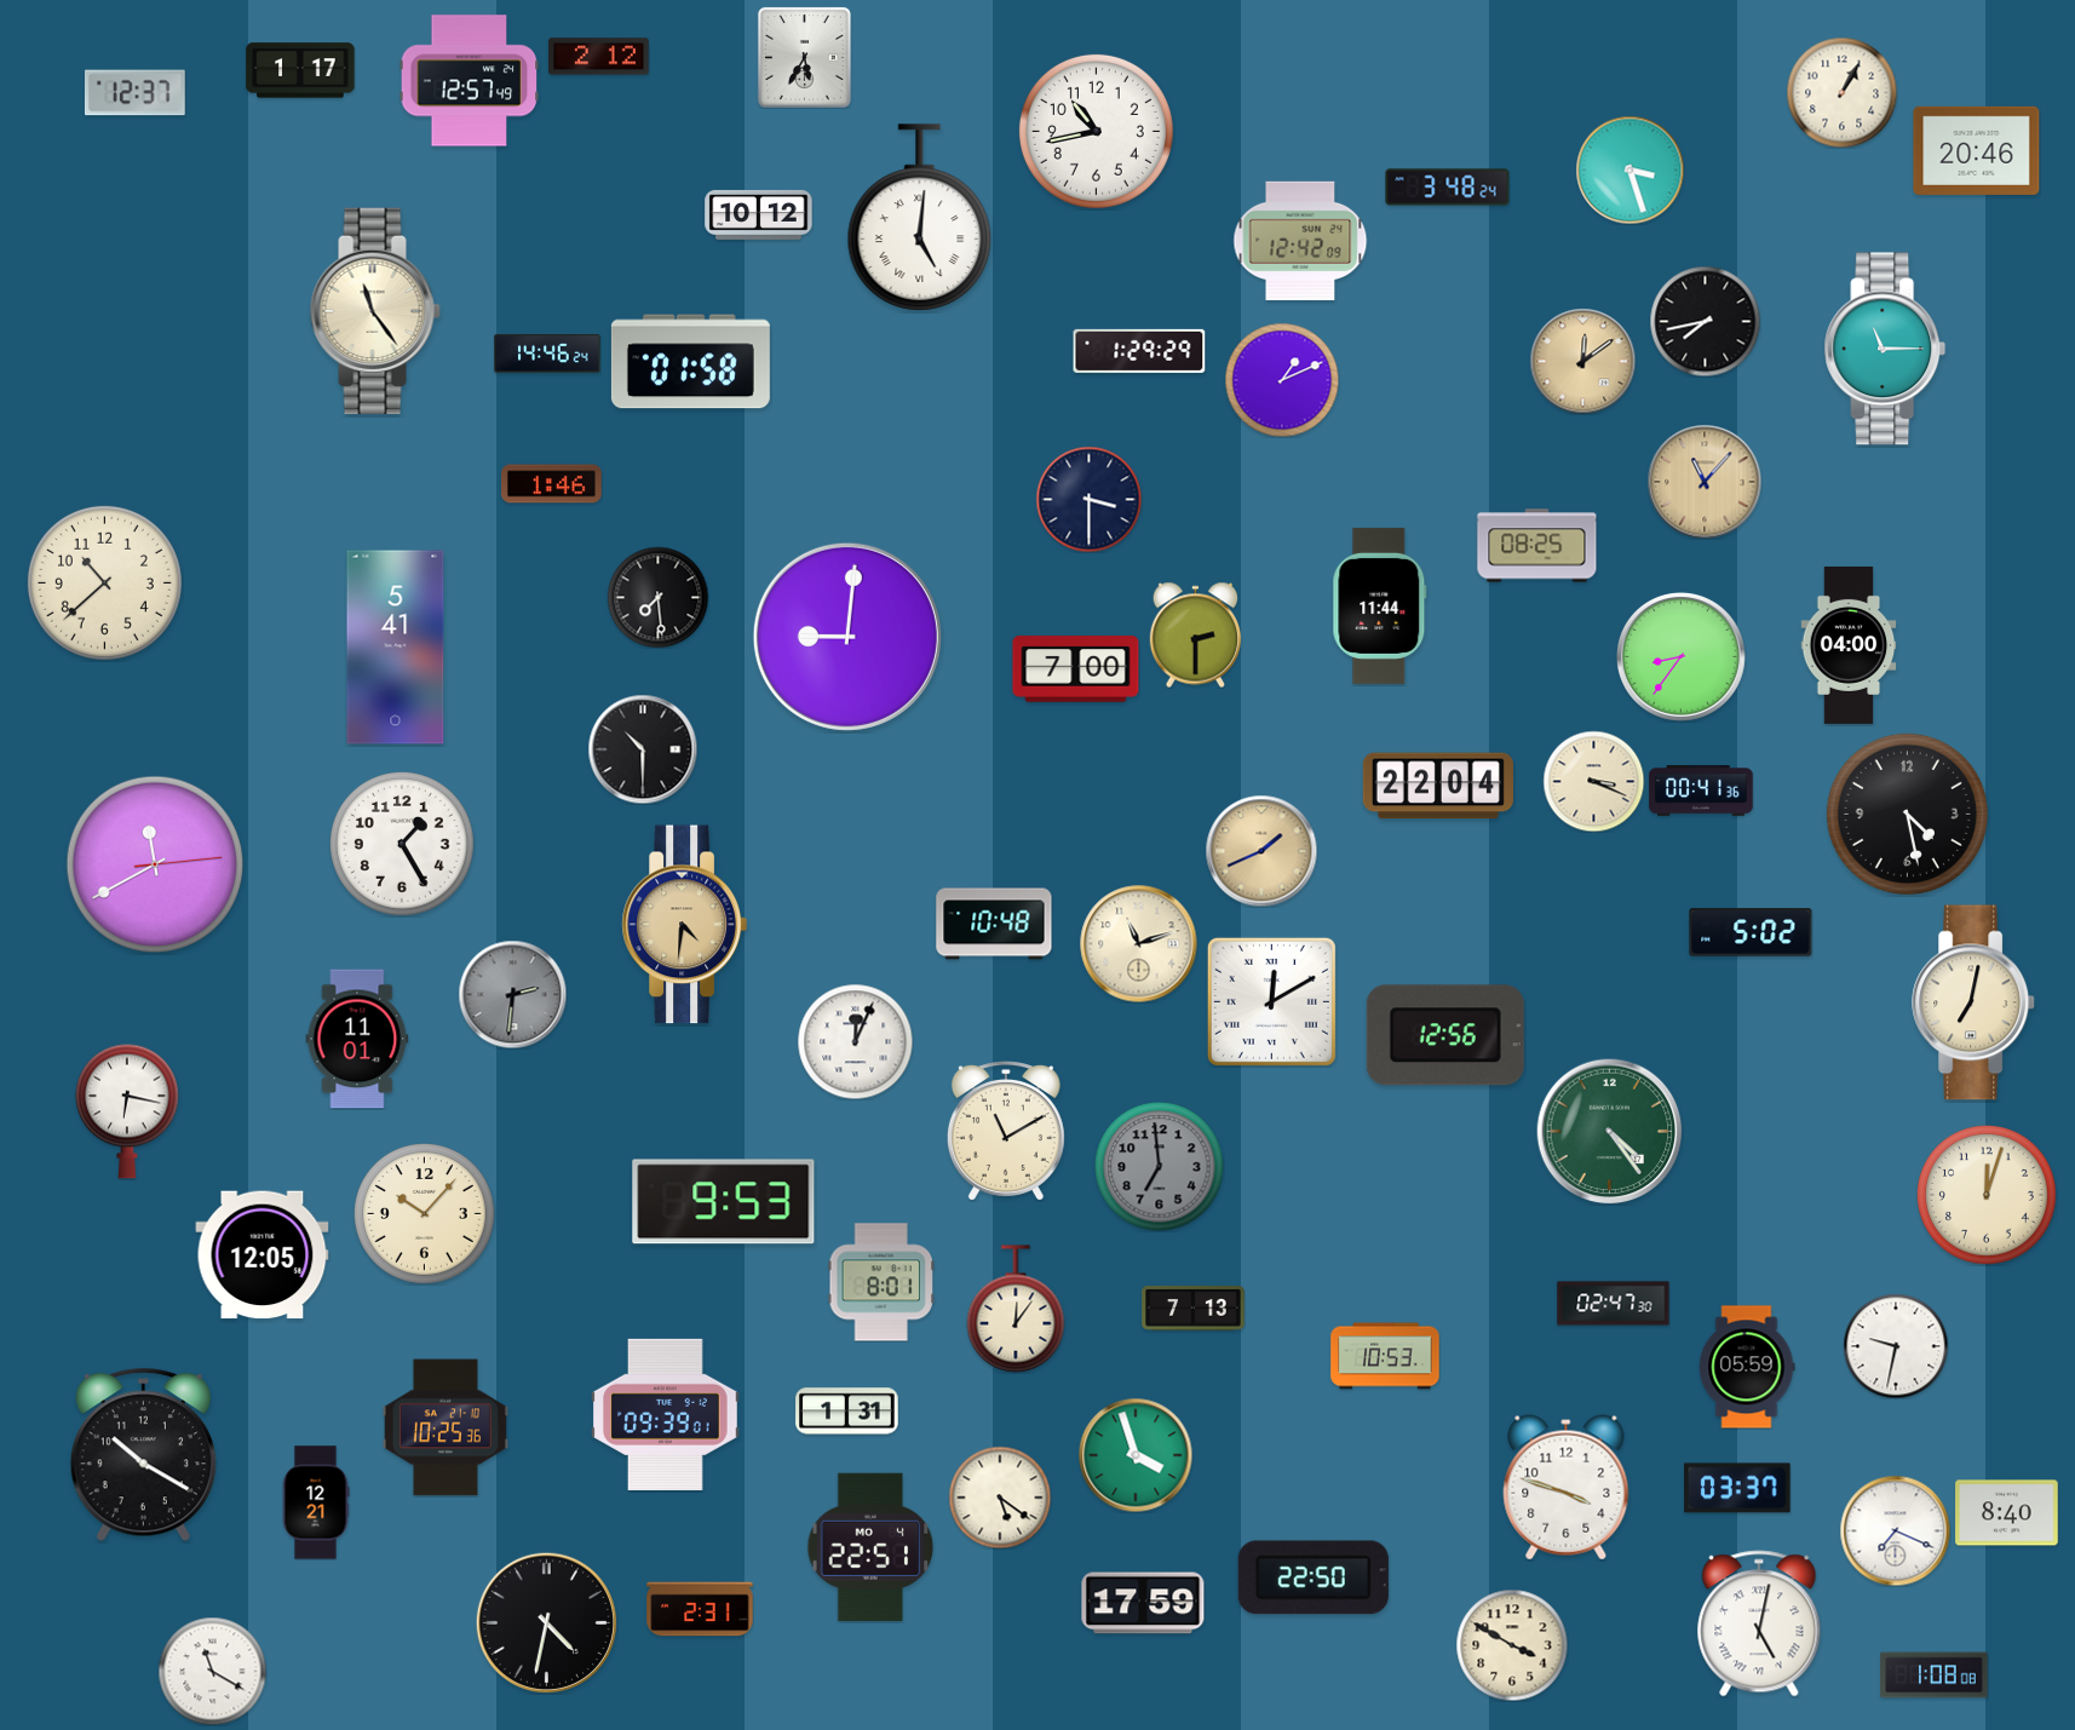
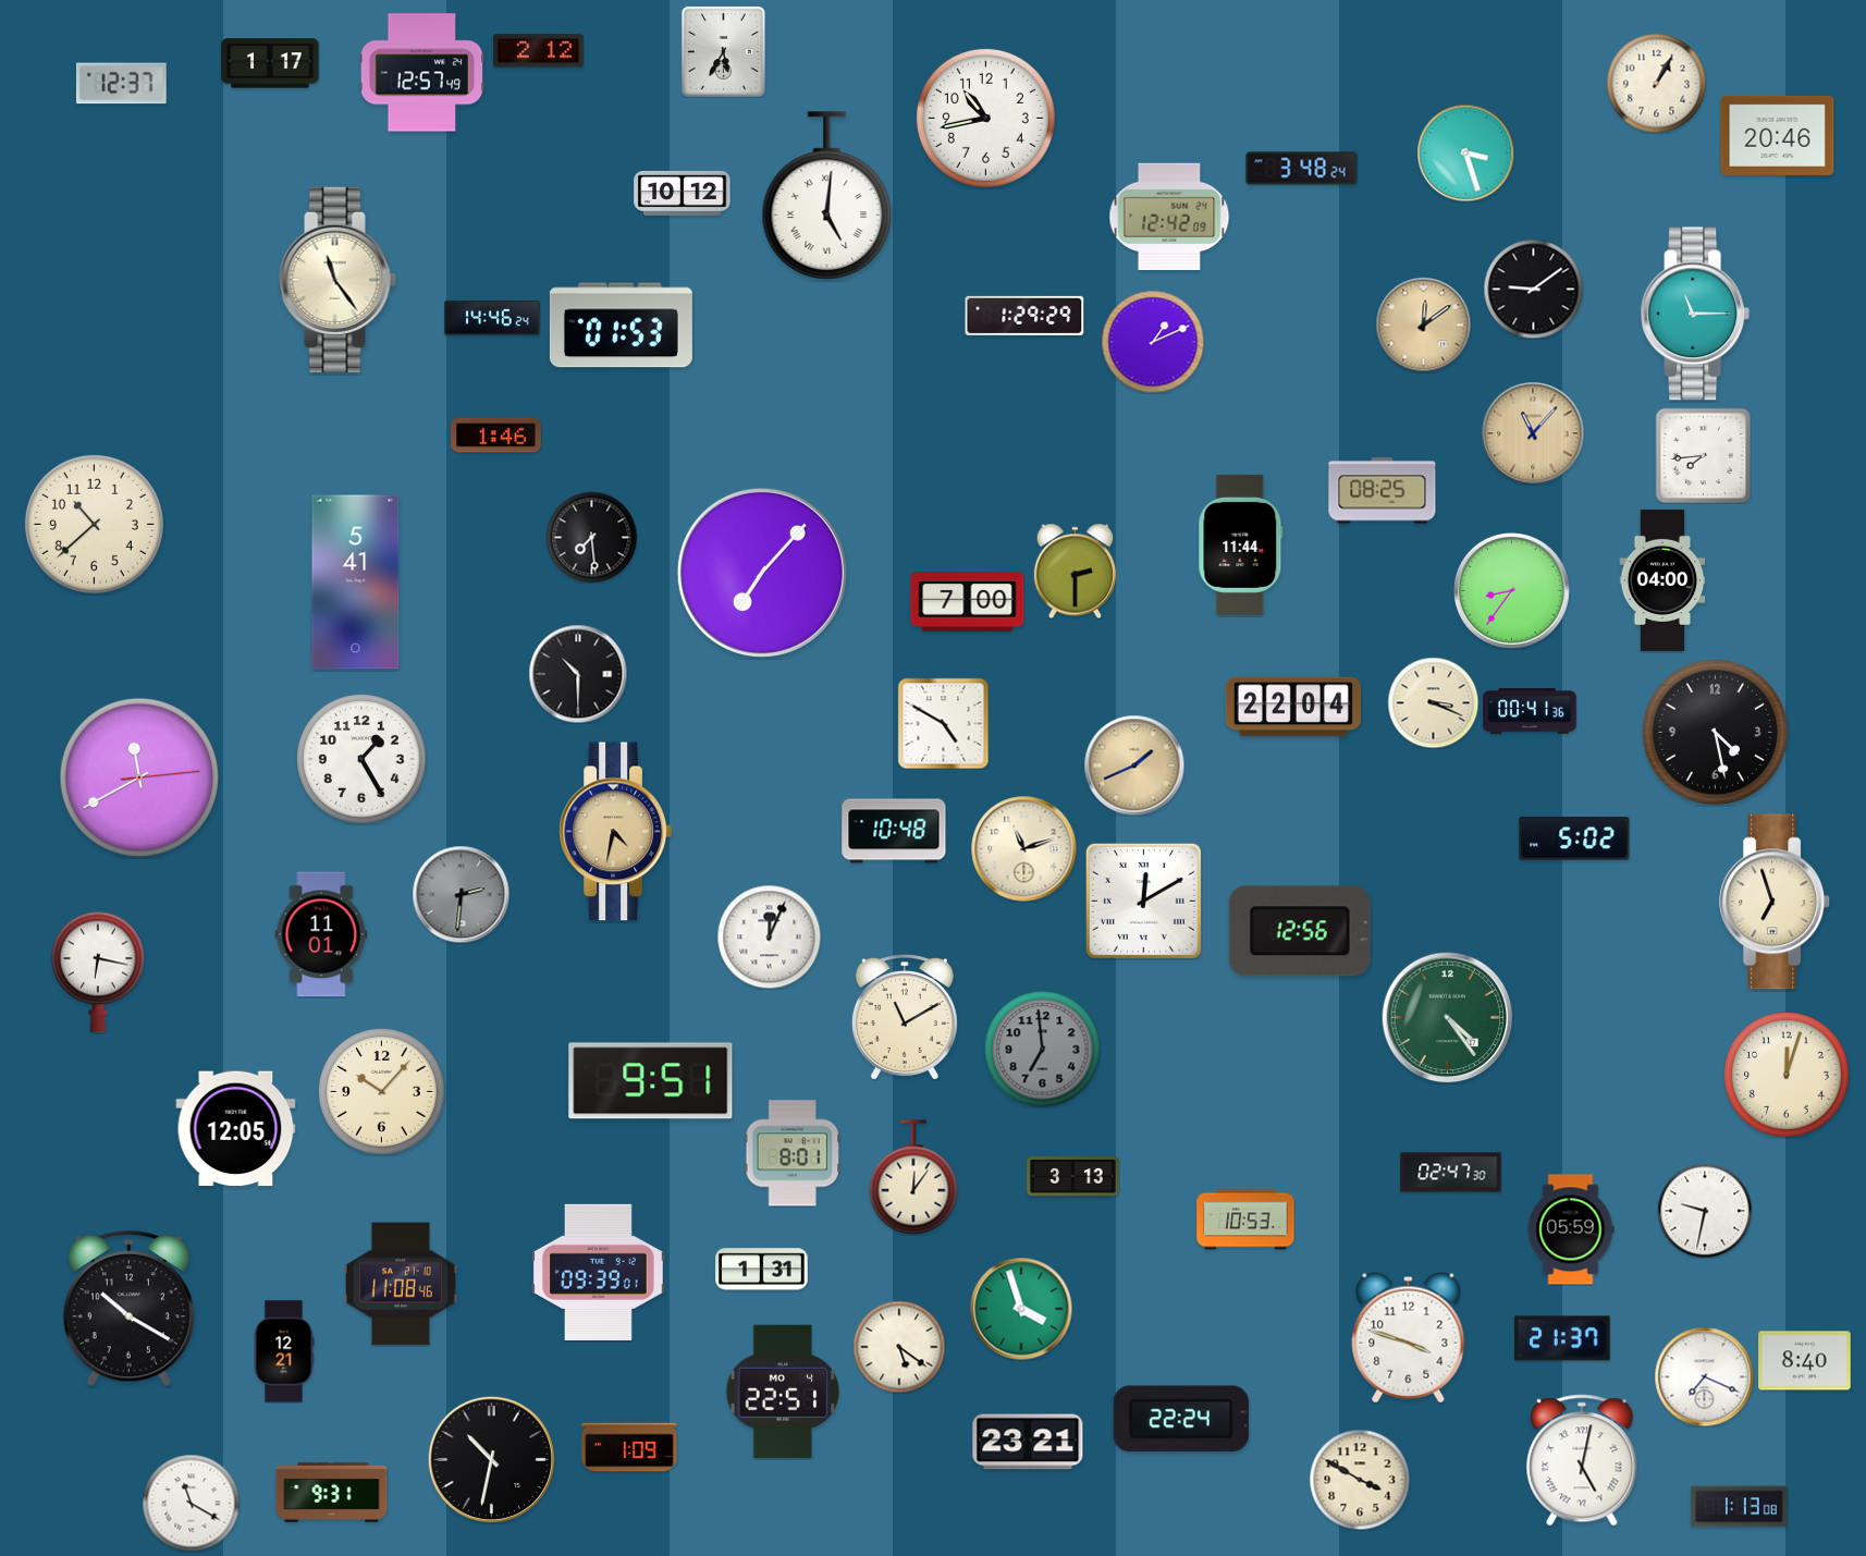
clock at (1705, 321): 7:43 -> 9:09
clock at (690, 362): 01:58 -> 01:53
clock at (1088, 499): 3:30 -> none
clock at (1703, 455): none -> 7:44
clock at (847, 637): 9:01 -> 7:07
clock at (943, 723): none -> 4:50
clock at (684, 925): 4:31 -> 4:32
clock at (1975, 1002): 7:02 -> 6:57
clock at (127, 1111) position: (127, 1111) -> (98, 972)
clock at (724, 1202): 9:53 -> 9:51
clock at (1194, 1309): 7:13 -> 3:13
clock at (446, 1427): 10:25 -> 11:08
clock at (1737, 1488): 03:37 -> 21:37
clock at (1314, 1577): 22:50 -> 22:24
clock at (1143, 1603): 17:59 -> 23:21
clock at (700, 1609): 2:31 -> 1:09
clock at (546, 1622): 4:32 -> 10:32
clock at (332, 1492): none -> 9:31
clock at (1935, 1676): 1:08 -> 1:13
